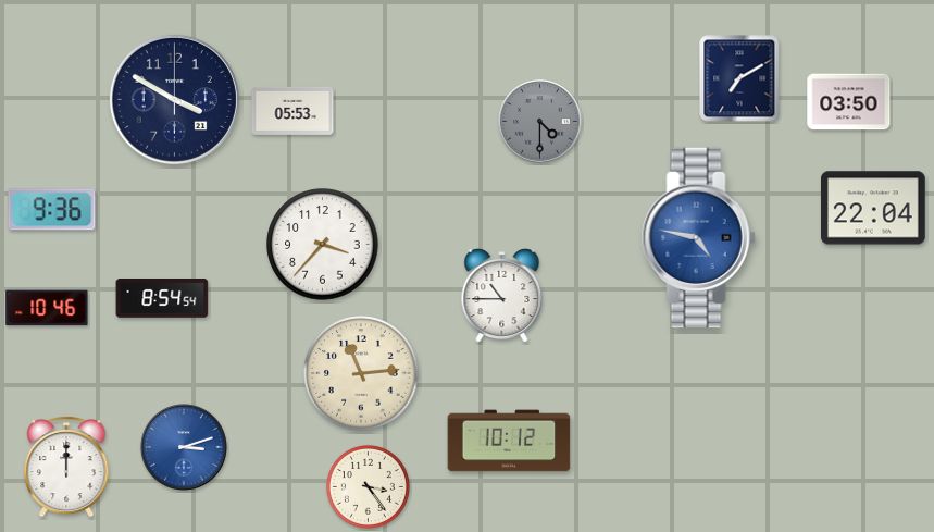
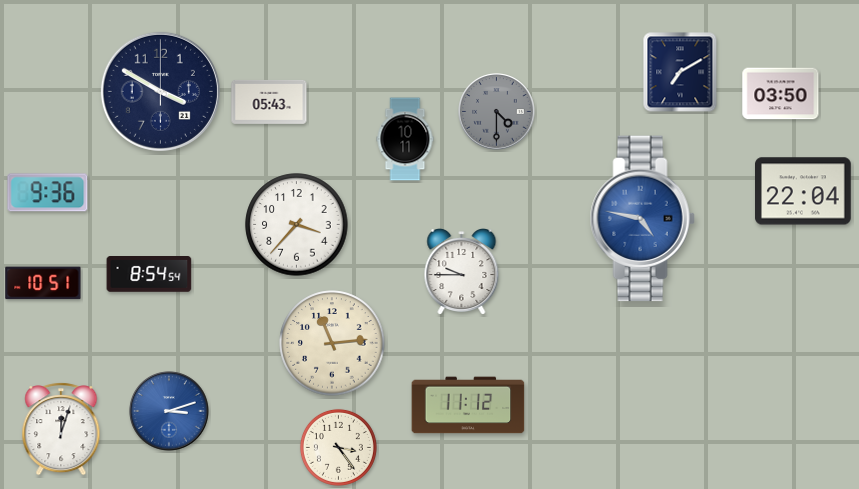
clock at (292, 111): 05:53 -> 05:43
clock at (405, 139): none -> 10:11
clock at (502, 296): 10:45 -> 9:45
clock at (47, 308): 10:46 -> 10:51
clock at (509, 441): 10:12 -> 11:12
clock at (66, 468): 12:00 -> 12:03
